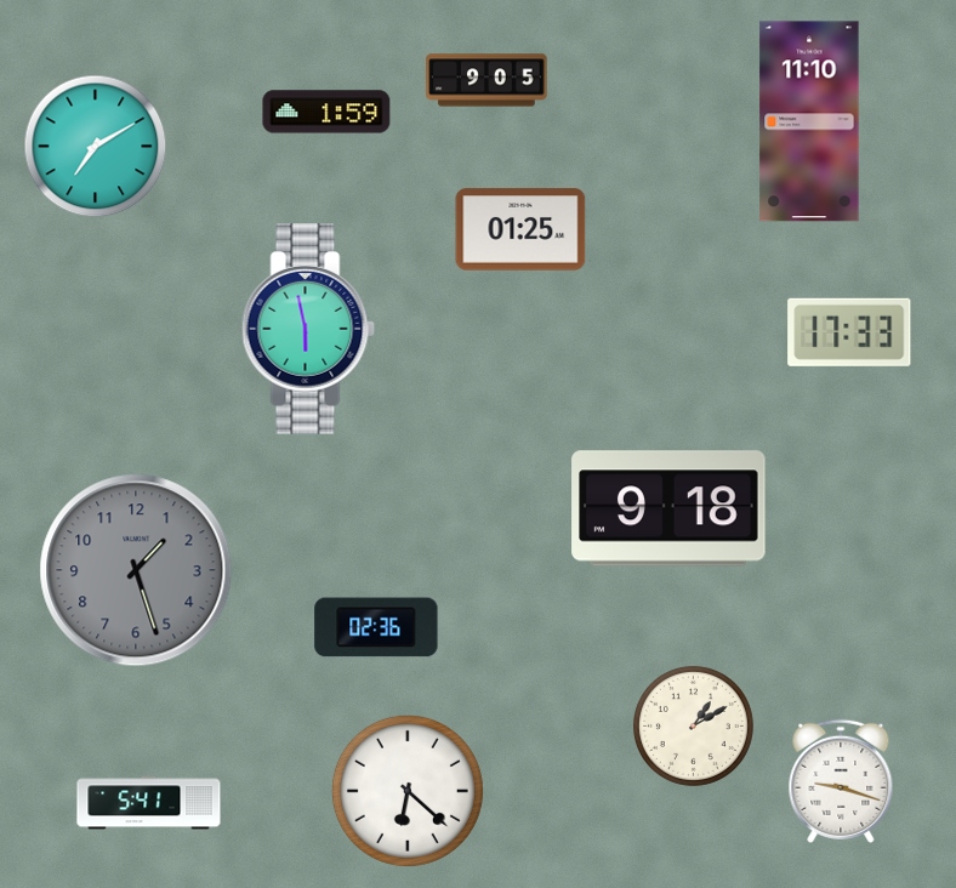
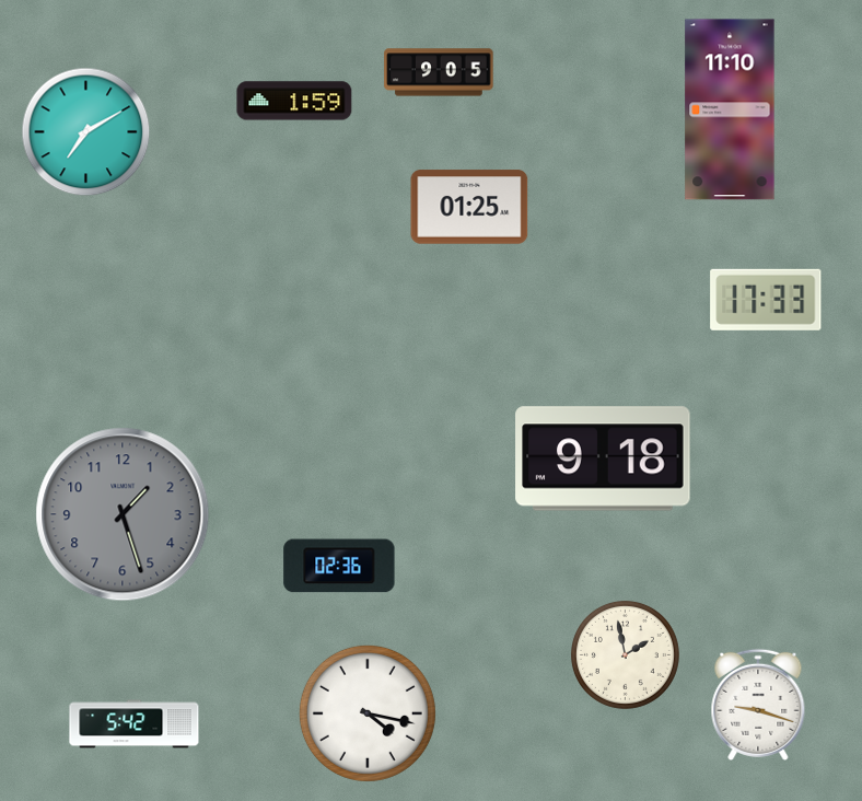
clock at (308, 330): 5:58 -> none
clock at (693, 725): 1:10 -> 1:58
clock at (408, 791): 6:22 -> 4:17
clock at (149, 803): 5:41 -> 5:42
